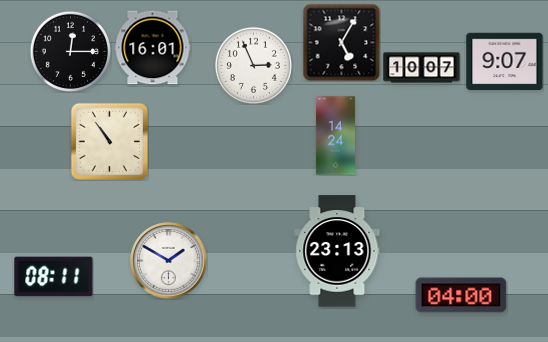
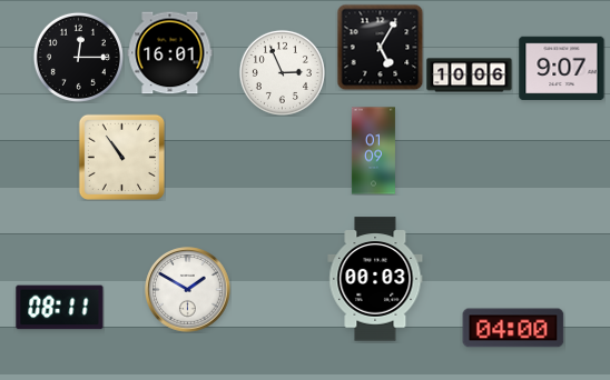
clock at (422, 68): 10:07 -> 10:06
clock at (335, 136): 14:24 -> 01:09
clock at (337, 251): 23:13 -> 00:03
